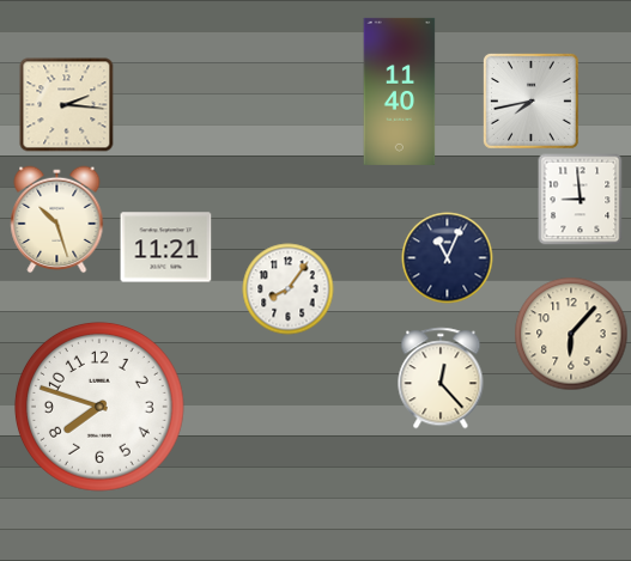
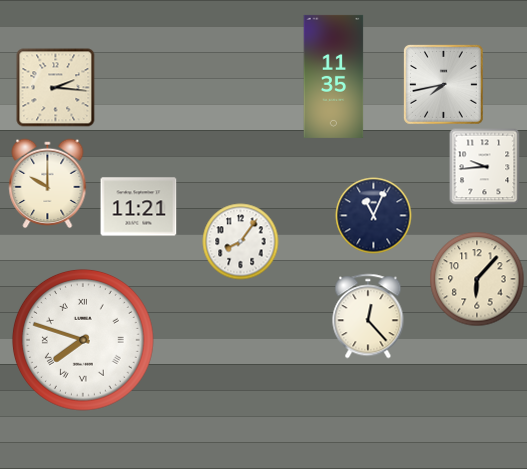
clock at (400, 91): 11:40 -> 11:35
clock at (581, 199): 8:59 -> 9:44
clock at (57, 220): 10:27 -> 10:00
clock at (99, 407) numerals: Arabic -> Roman
